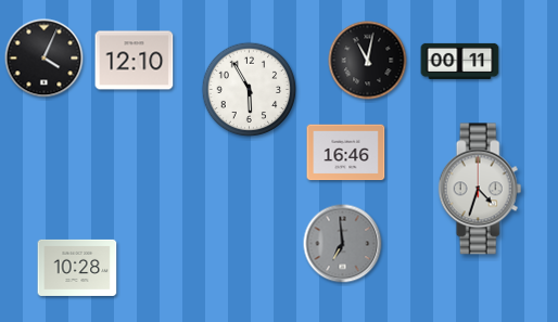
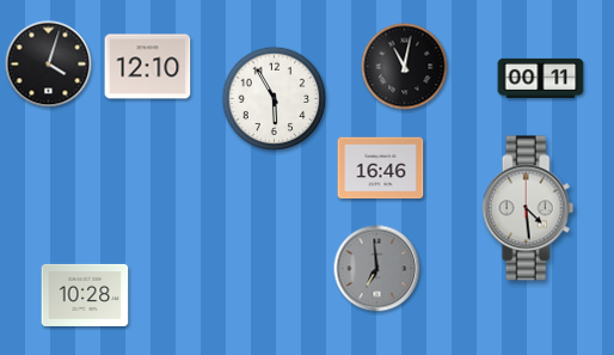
clock at (45, 59): 4:04 -> 4:03
clock at (460, 61) position: (460, 61) -> (541, 78)
clock at (480, 189): 4:33 -> 4:29
